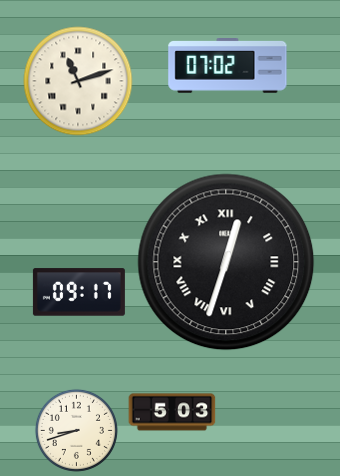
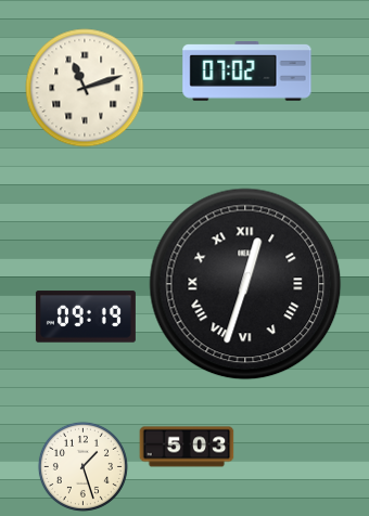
clock at (79, 292): 09:17 -> 09:19
clock at (76, 430): 8:42 -> 1:27
